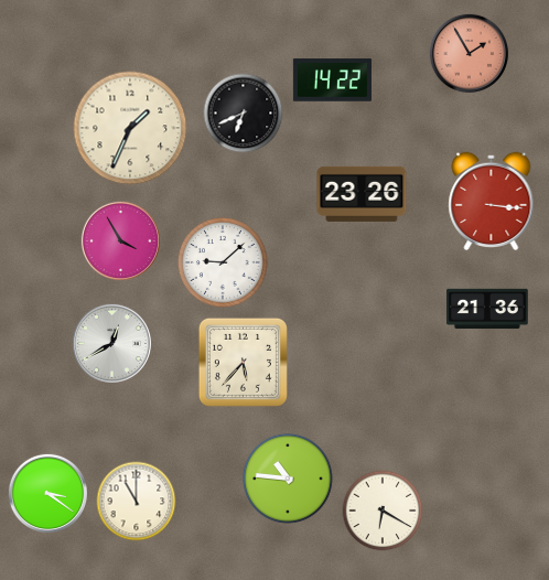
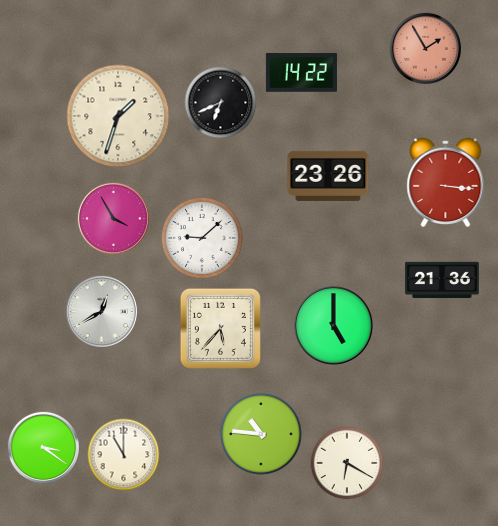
clock at (130, 128): 1:34 -> 1:33
clock at (120, 240) position: (120, 240) -> (113, 218)
clock at (334, 326): none -> 5:00
